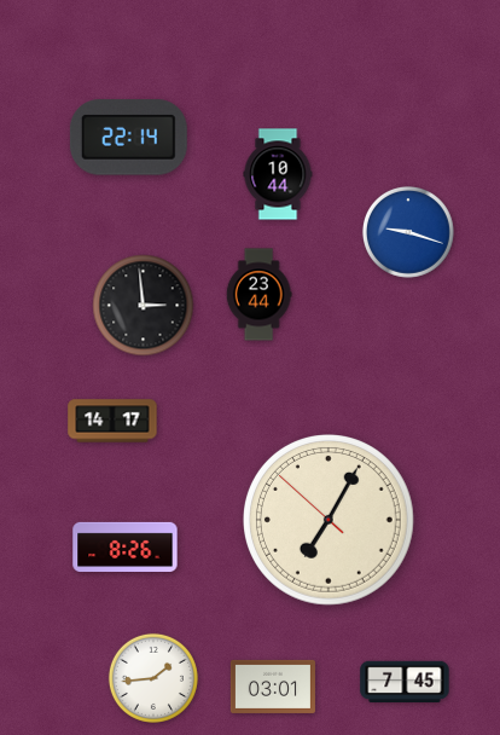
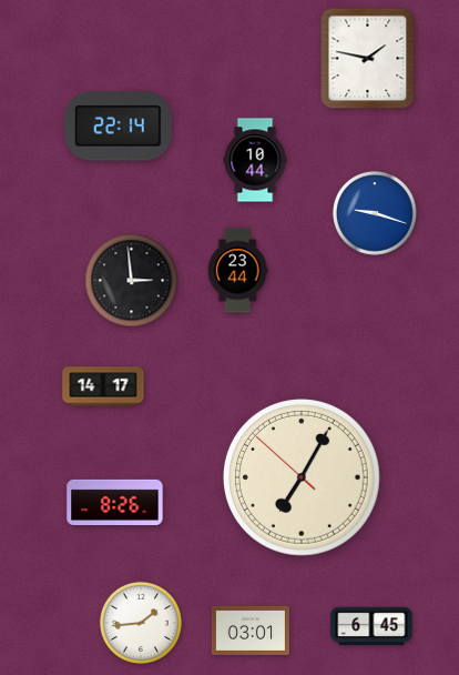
clock at (368, 59): none -> 1:47
clock at (405, 682): 7:45 -> 6:45
